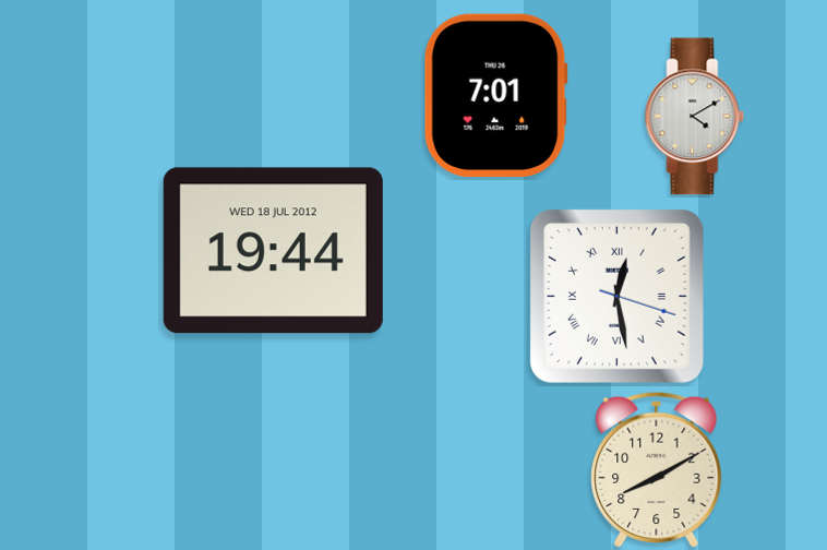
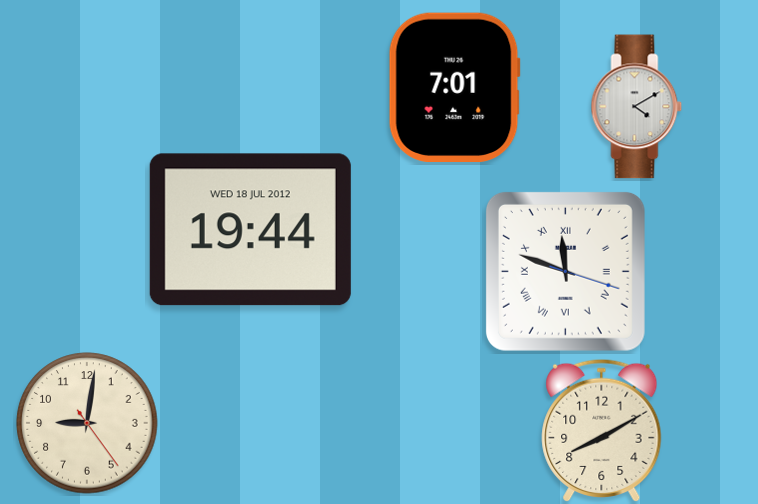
clock at (616, 296): 12:28 -> 11:48
clock at (87, 423): none -> 9:01
